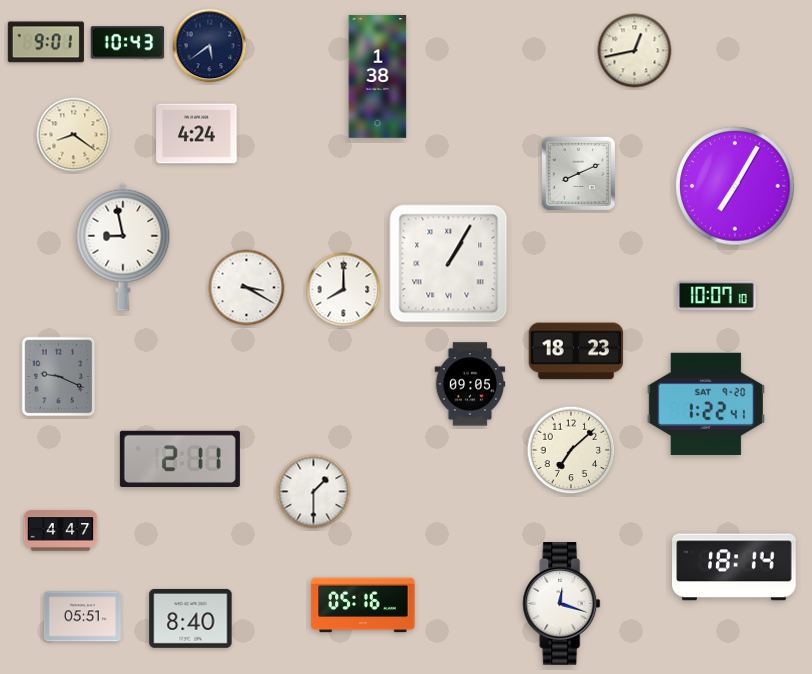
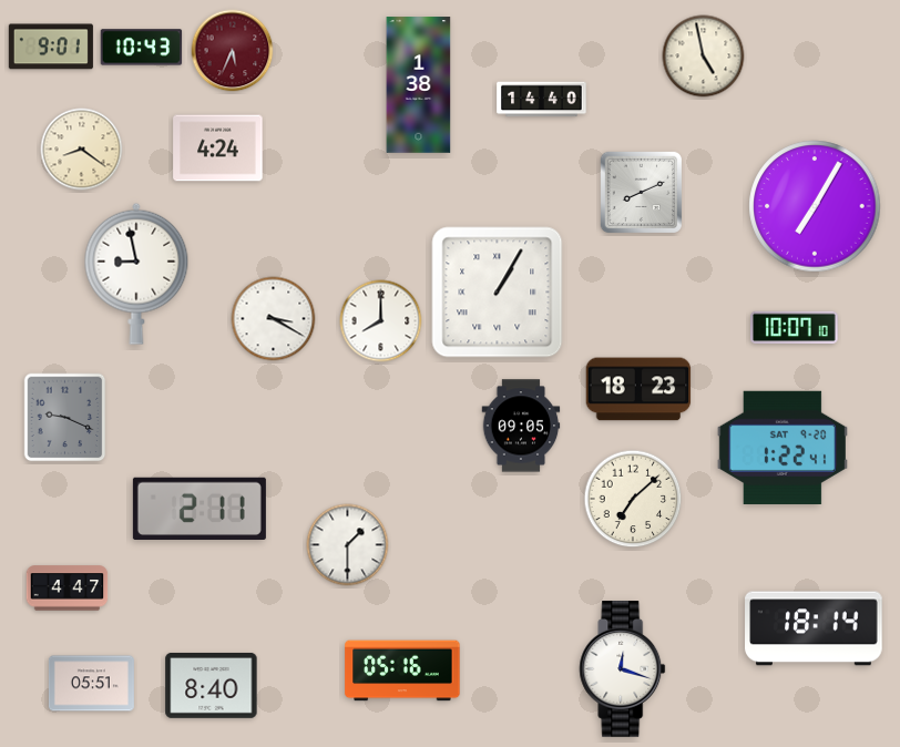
clock at (210, 46): 5:39 -> 5:34
clock at (210, 46) dial: navy -> burgundy
clock at (635, 51): 12:43 -> 4:58
clock at (542, 100): none -> 14:40
